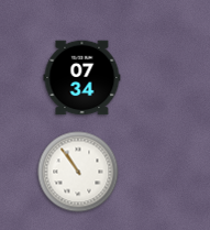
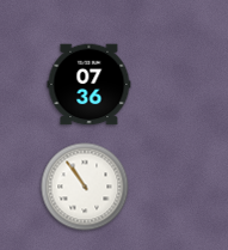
clock at (82, 78): 07:34 -> 07:36
